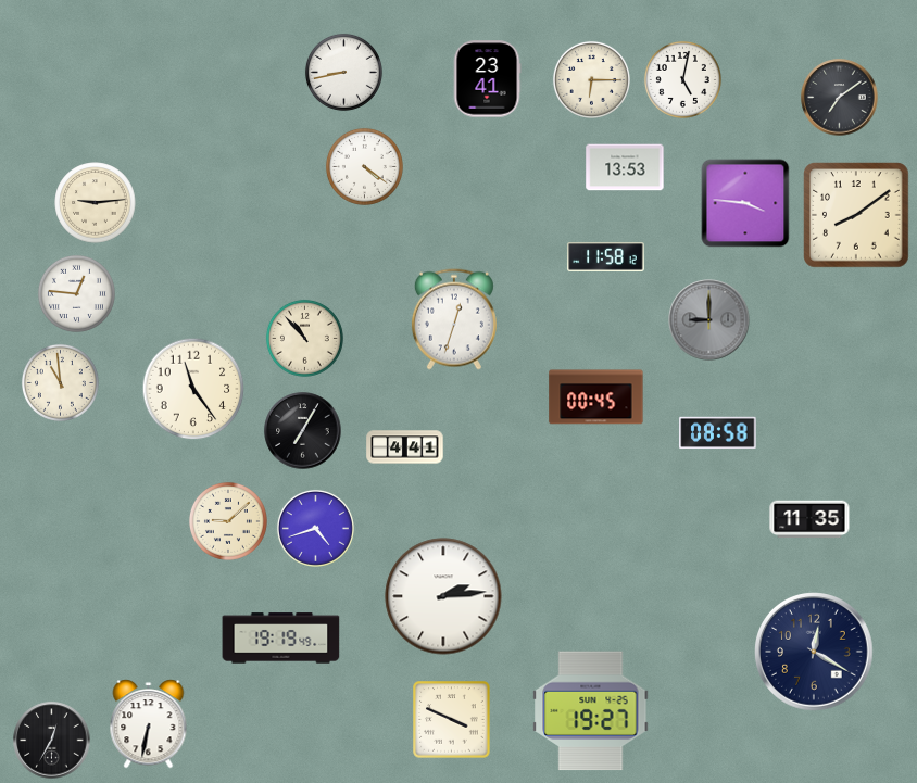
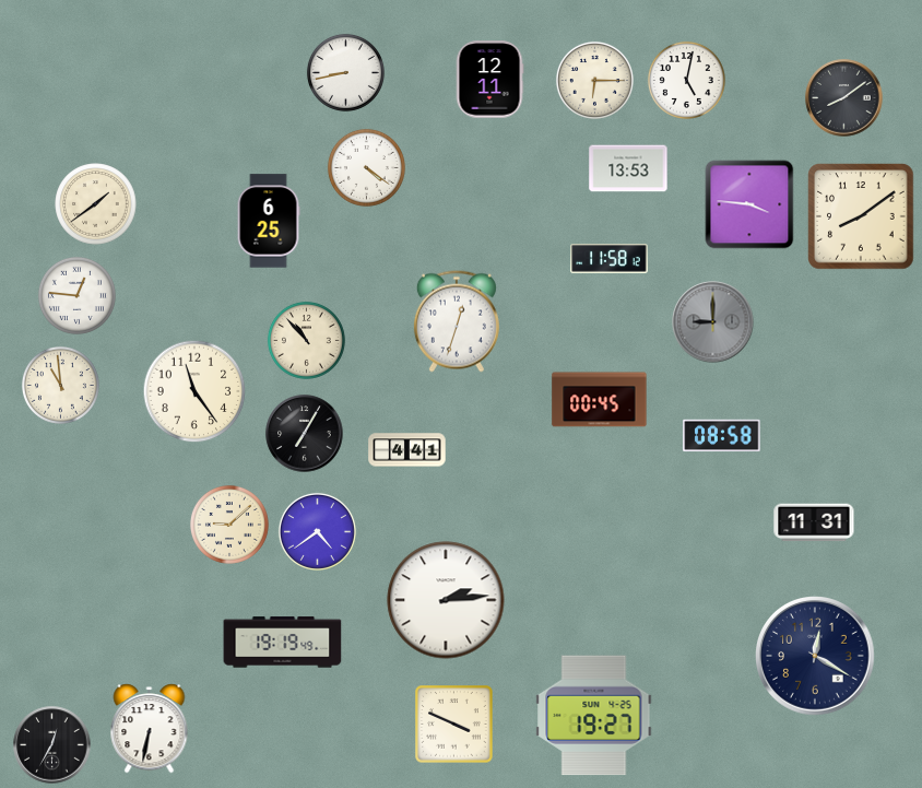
clock at (487, 79): 23:41 -> 12:11
clock at (840, 98): 7:09 -> 8:09
clock at (96, 203): 9:14 -> 1:39
clock at (269, 221): none -> 6:25
clock at (809, 519): 11:35 -> 11:31
clock at (315, 528): 4:42 -> 4:39
clock at (814, 652) position: (814, 652) -> (815, 656)
